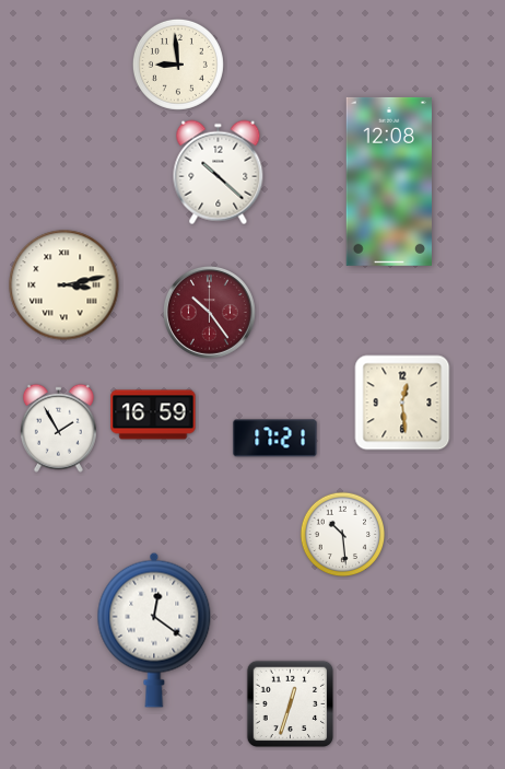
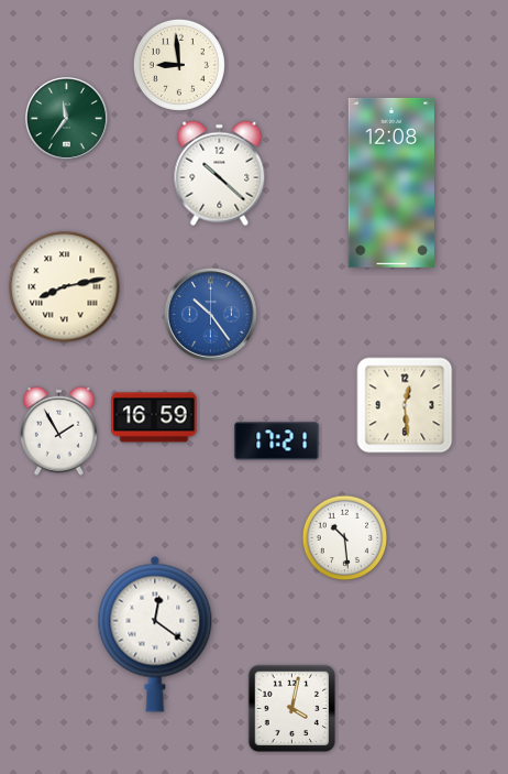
clock at (66, 118): none -> 11:36
clock at (64, 286): 3:13 -> 8:13
clock at (209, 312) dial: burgundy -> blue
clock at (291, 704): 12:33 -> 4:02
